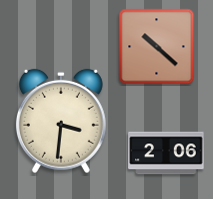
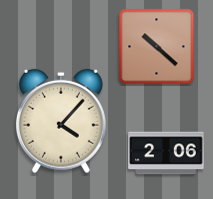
clock at (61, 121): 3:31 -> 4:07
